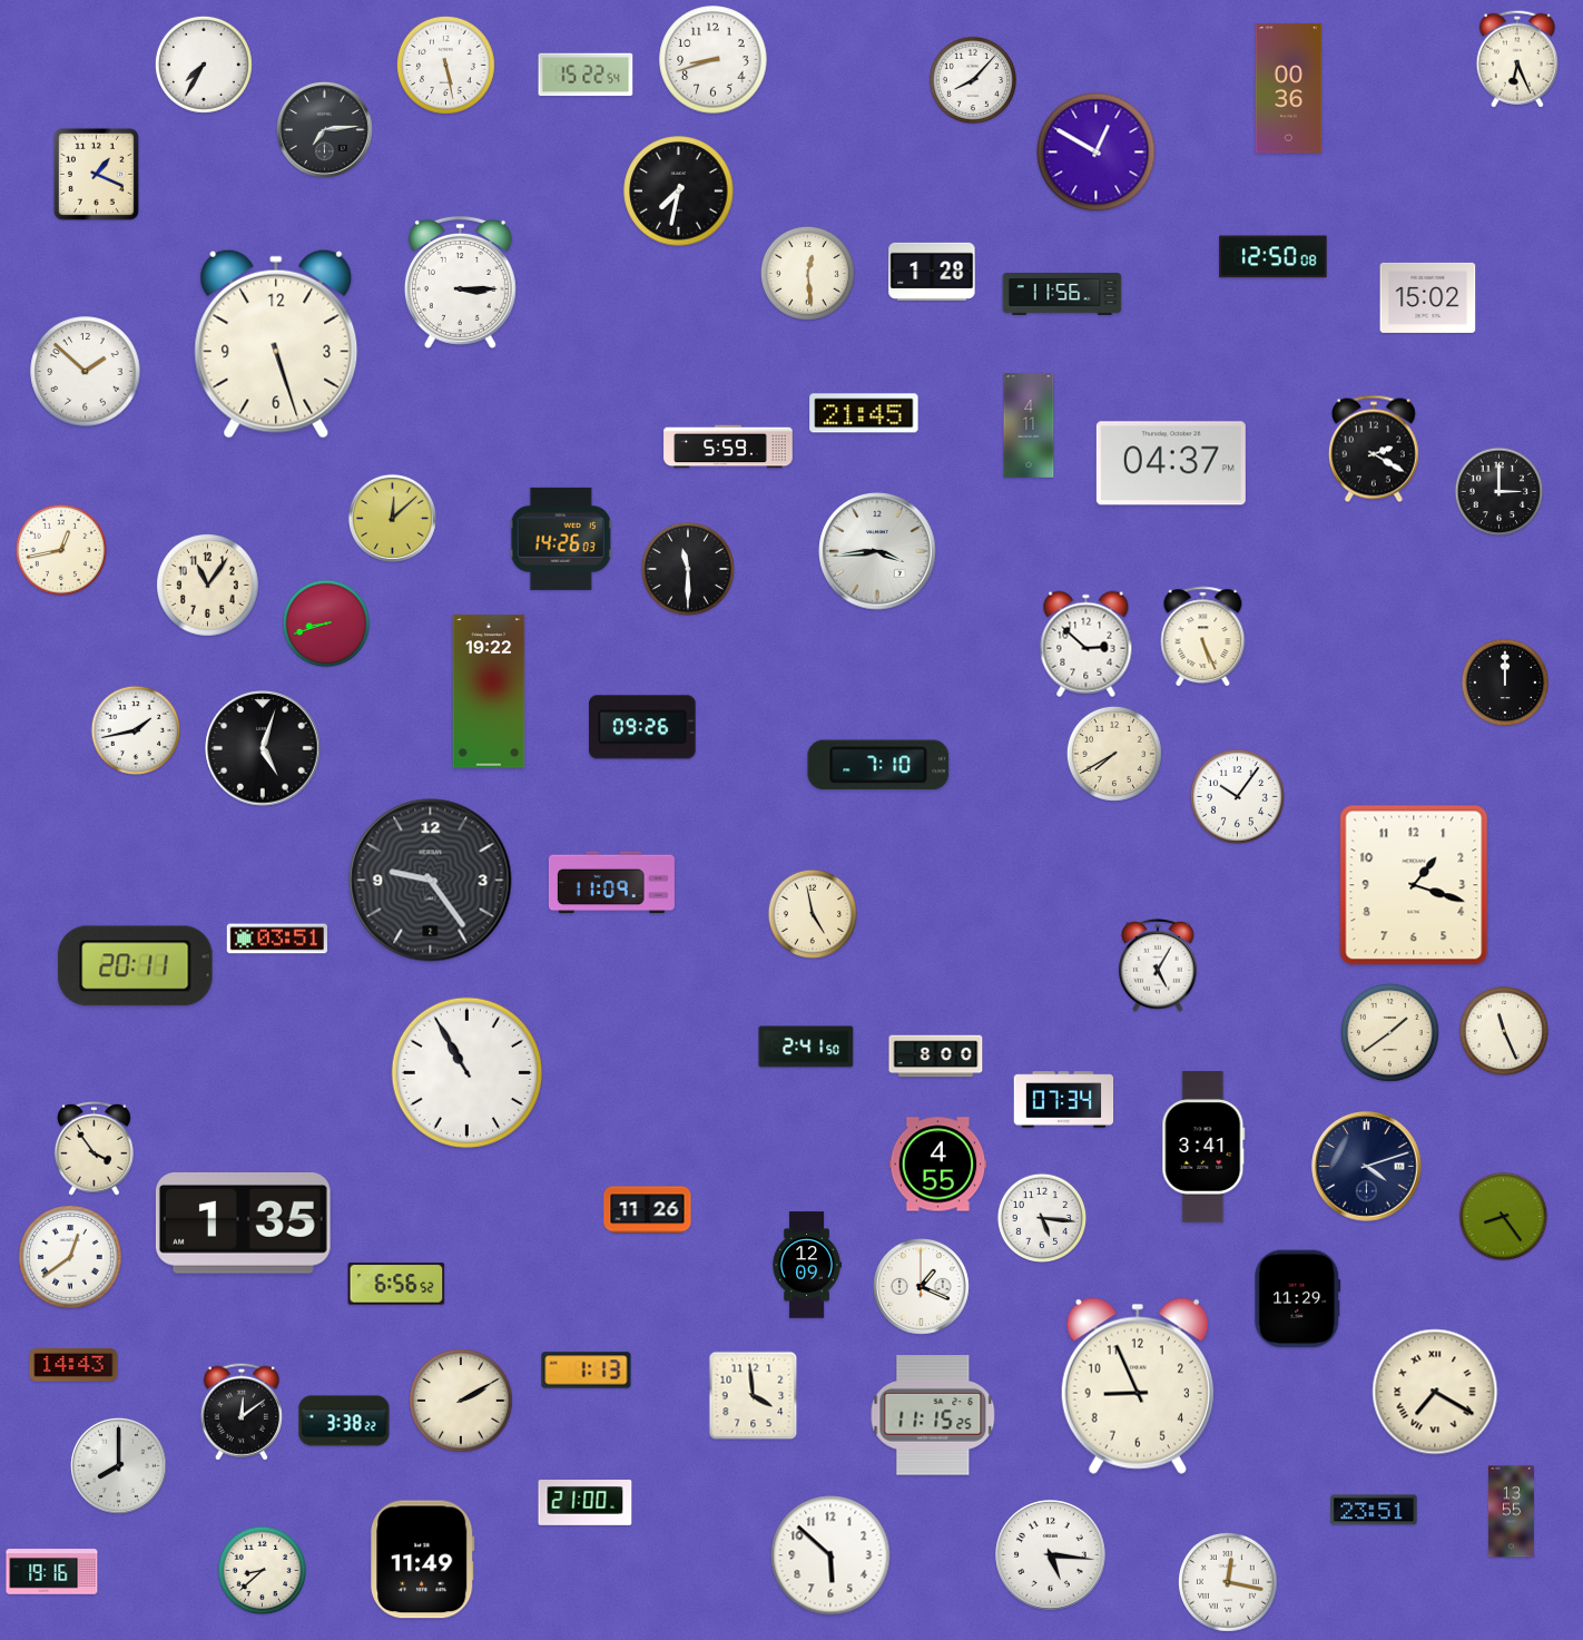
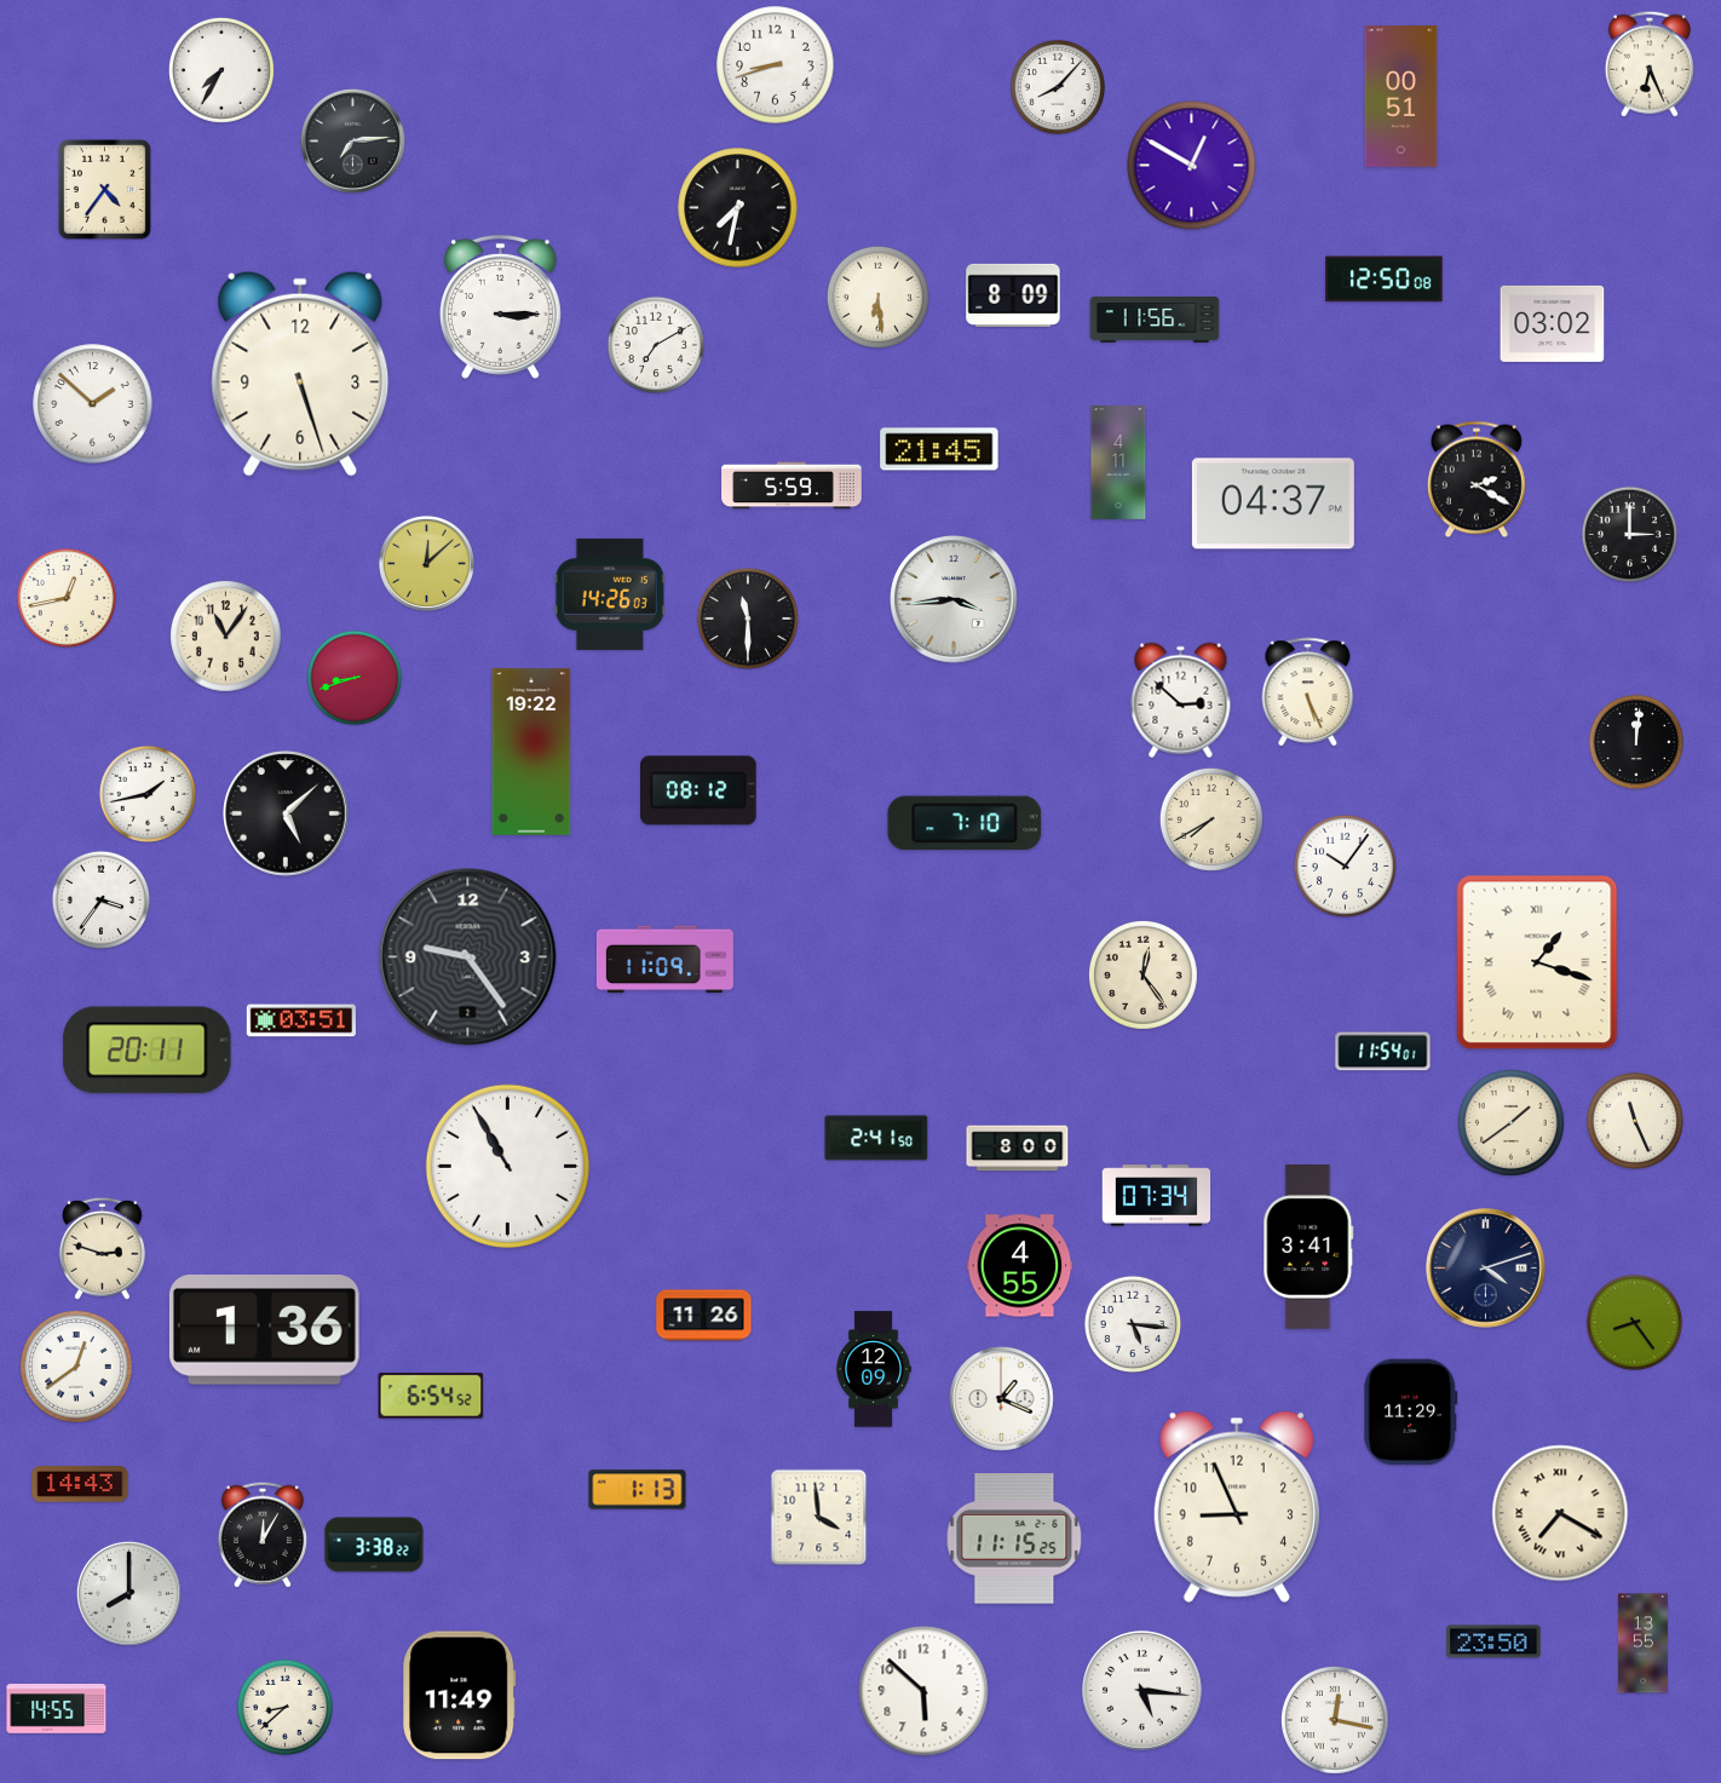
clock at (445, 65): 5:28 -> none
clock at (586, 75): 15:22 -> none
clock at (1289, 89): 00:36 -> 00:51
clock at (96, 174): 1:19 -> 4:36
clock at (932, 272): 1:28 -> 8:09
clock at (807, 273): 12:29 -> 6:29
clock at (1428, 297): 15:02 -> 03:02
clock at (655, 344): none -> 7:10
clock at (1374, 449) position: (1374, 449) -> (1477, 479)
clock at (561, 539) position: (561, 539) -> (610, 594)
clock at (1505, 682): 12:00 -> 12:01
clock at (642, 727): 09:26 -> 08:12
clock at (263, 748): 5:03 -> 5:08
clock at (878, 765) position: (878, 765) -> (965, 823)
clock at (100, 899): none -> 3:36
clock at (1414, 885) numerals: Arabic -> Roman
clock at (1144, 976): none -> 12:24
clock at (812, 913): 4:58 -> none
clock at (1158, 966): 5:05 -> none
clock at (1383, 1052): none -> 11:54
clock at (94, 1148): 3:54 -> 2:48
clock at (243, 1222): 1:35 -> 1:36
clock at (807, 1265) position: (807, 1265) -> (874, 1369)
clock at (396, 1284): 6:56 -> 6:54
clock at (461, 1401): 2:10 -> none
clock at (242, 1412): 12:09 -> 12:05
clock at (586, 1503): 21:00 -> none
clock at (1374, 1510): 23:51 -> 23:50
clock at (830, 1555) position: (830, 1555) -> (923, 1691)
clock at (52, 1572): 19:16 -> 14:55
